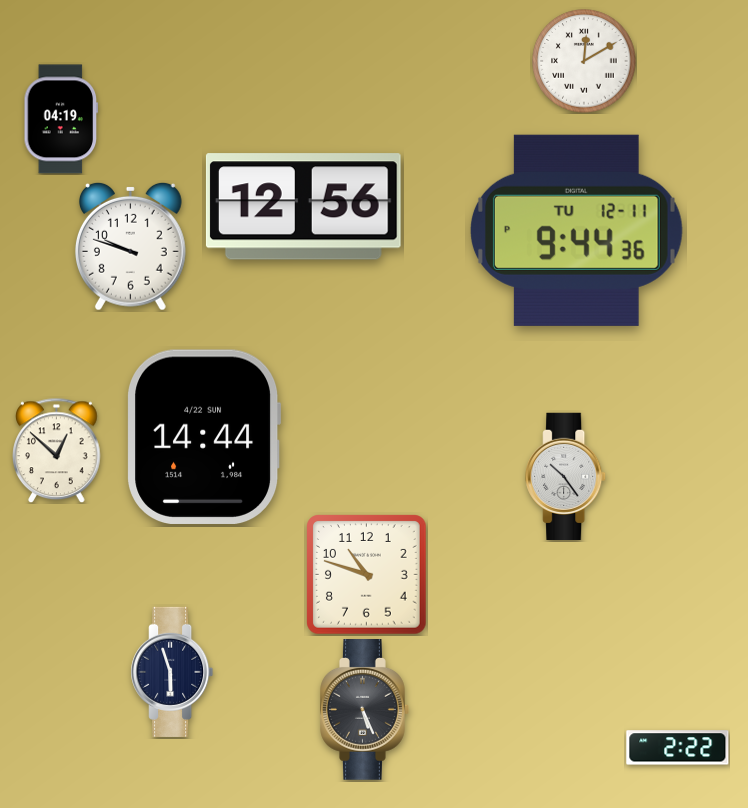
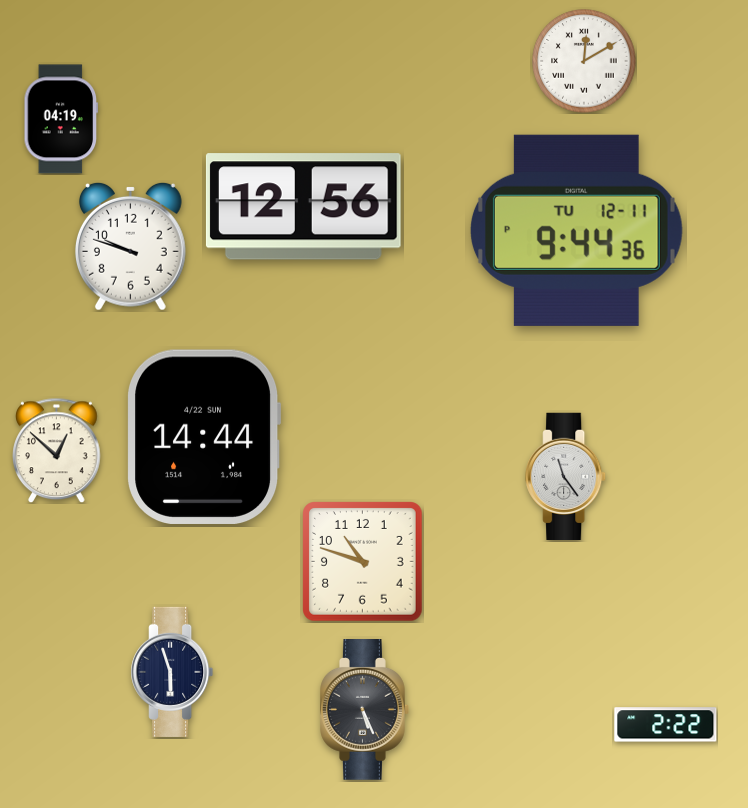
clock at (566, 476): 10:24 -> 11:24
clock at (367, 575) position: (367, 575) -> (363, 562)
clock at (678, 748) position: (678, 748) -> (666, 725)
